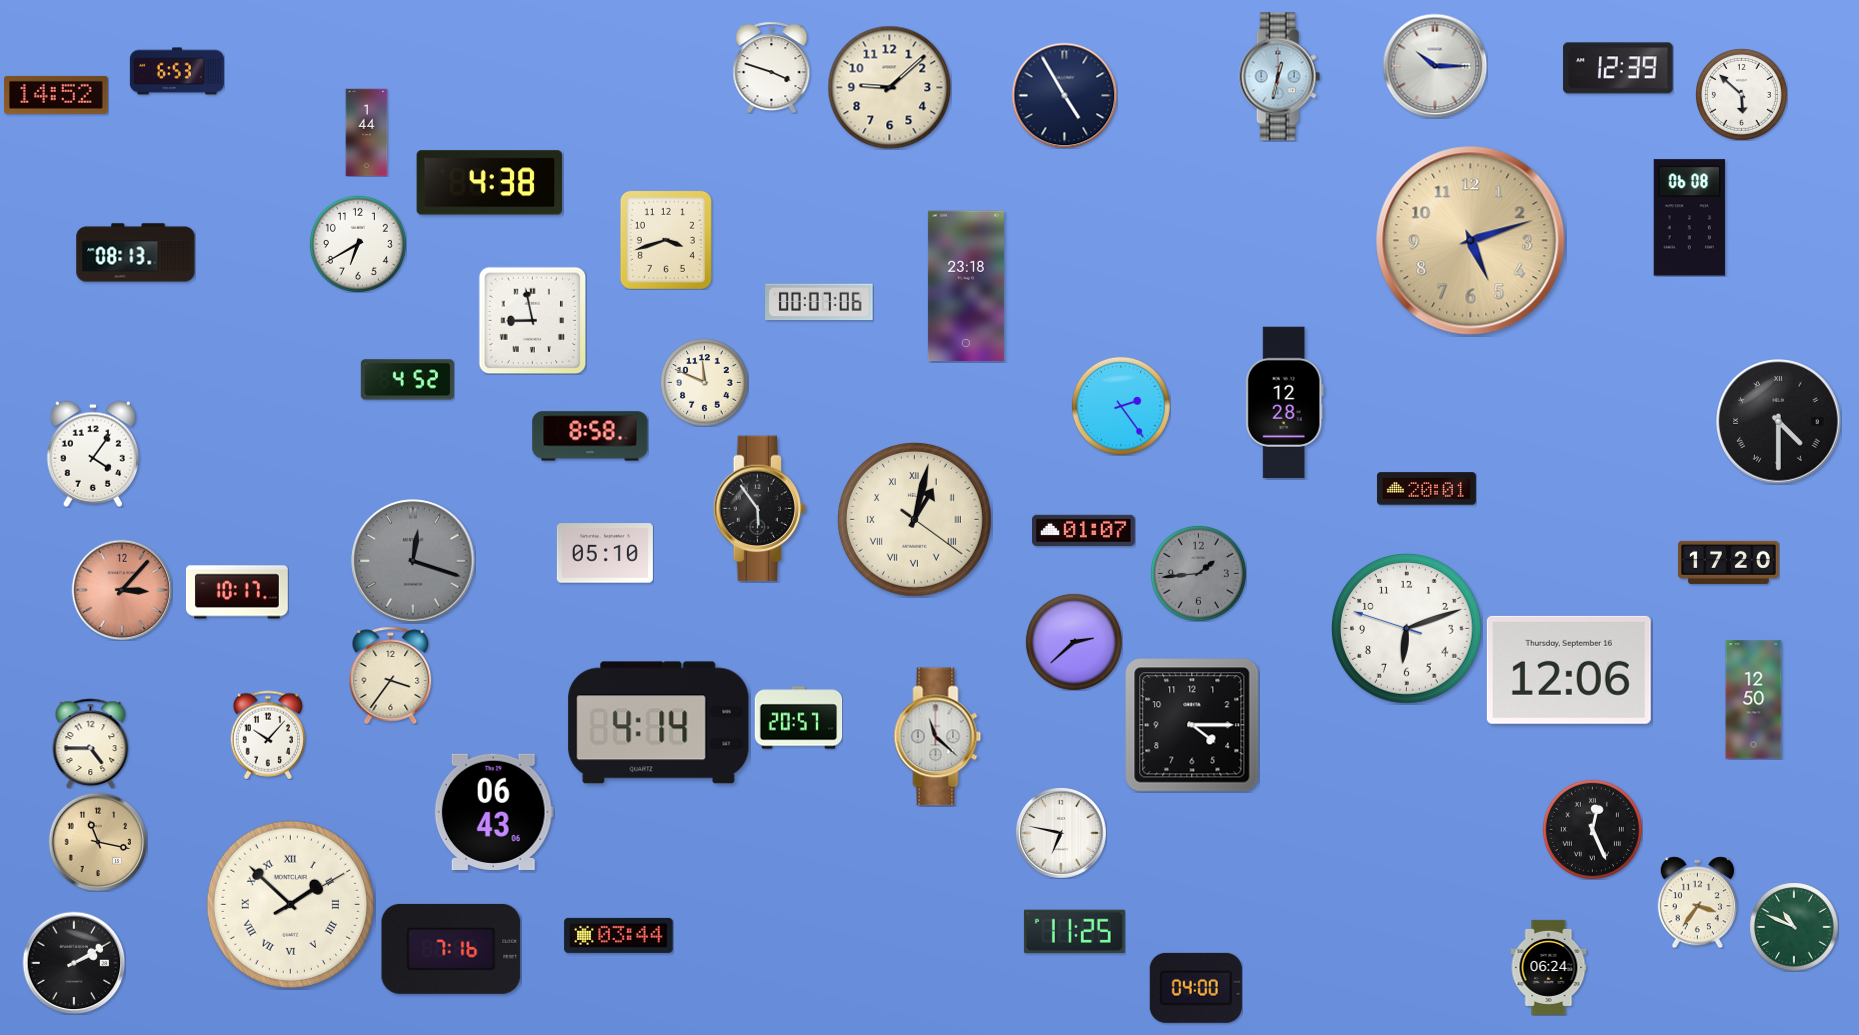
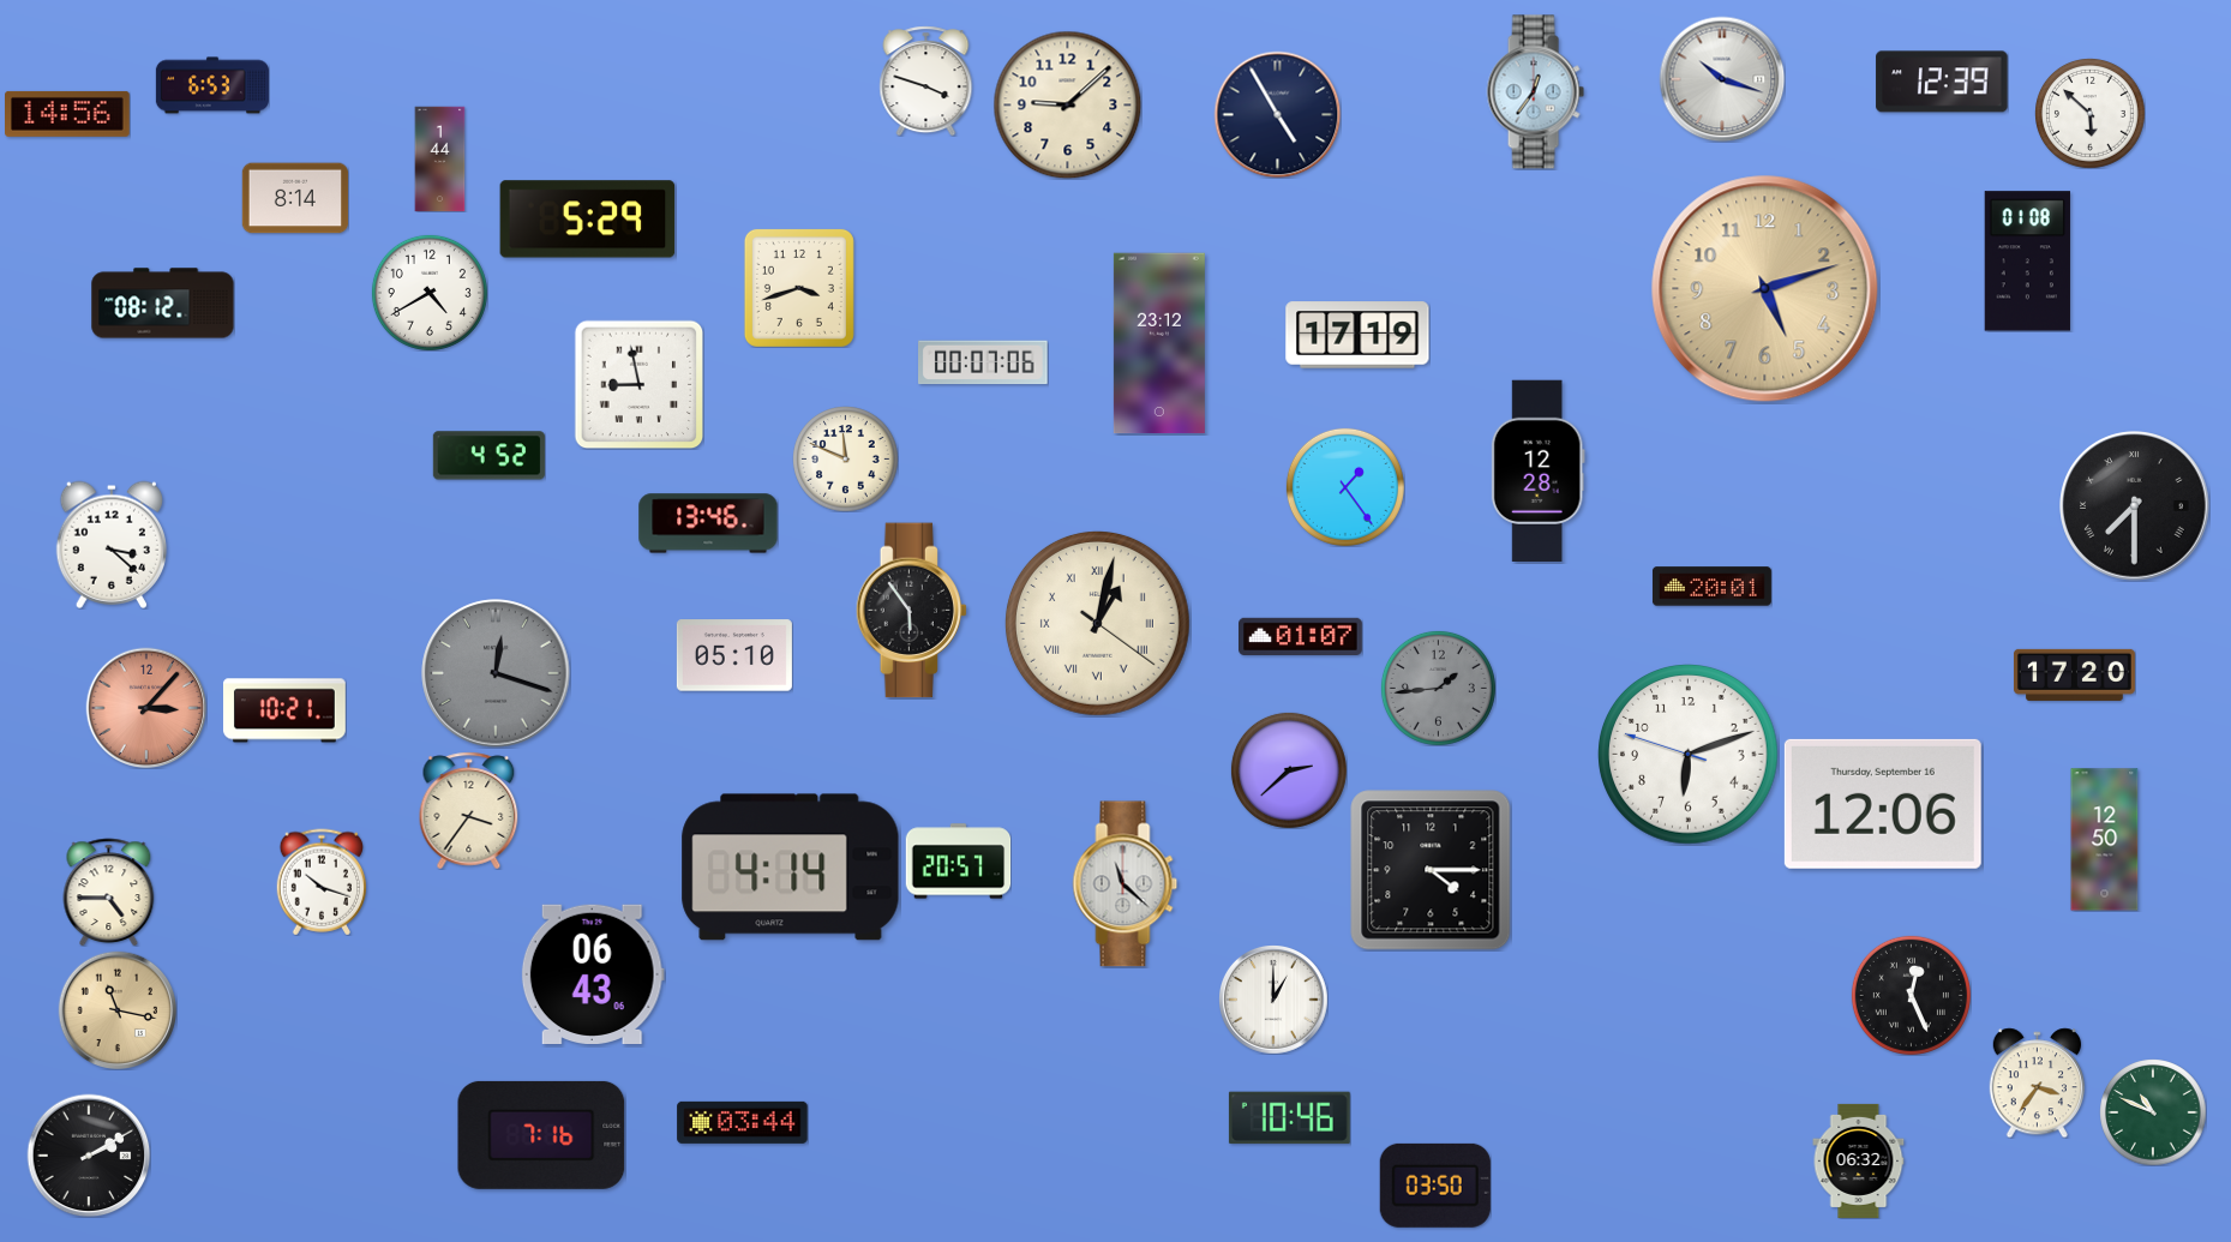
clock at (1435, 66): 10:15 -> 10:18
clock at (1279, 77): 12:32 -> 12:36
clock at (57, 95): 14:52 -> 14:56
clock at (295, 198): none -> 8:14
clock at (490, 183): 4:38 -> 5:29
clock at (1689, 218): 06:08 -> 01:08
clock at (358, 244): 6:40 -> 4:40
clock at (136, 253): 08:13 -> 08:12
clock at (1357, 335): none -> 17:19
clock at (966, 286): 23:18 -> 23:12
clock at (1284, 402) position: (1284, 402) -> (1537, 470)
clock at (1121, 406): 2:24 -> 1:24
clock at (1779, 422): 4:30 -> 7:30
clock at (590, 436): 8:58 -> 13:46
clock at (92, 454): 4:06 -> 3:22
clock at (605, 553) position: (605, 553) -> (734, 655)
clock at (237, 592): 10:17 -> 10:21
clock at (268, 735): 10:07 -> 10:18
clock at (1061, 833): 6:47 -> 1:00
clock at (290, 904): 1:52 -> none
clock at (1074, 932): 11:25 -> 10:46
clock at (451, 949) position: (451, 949) -> (541, 1135)
clock at (1549, 967): 06:24 -> 06:32
clock at (1196, 988): 04:00 -> 03:50
